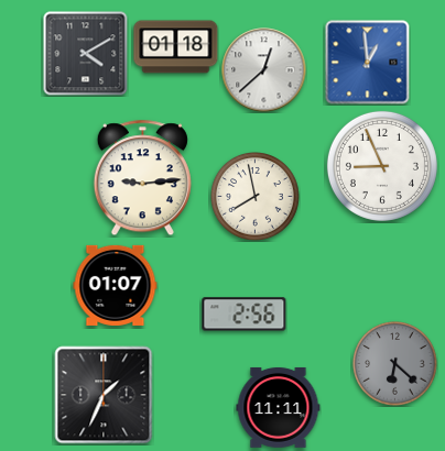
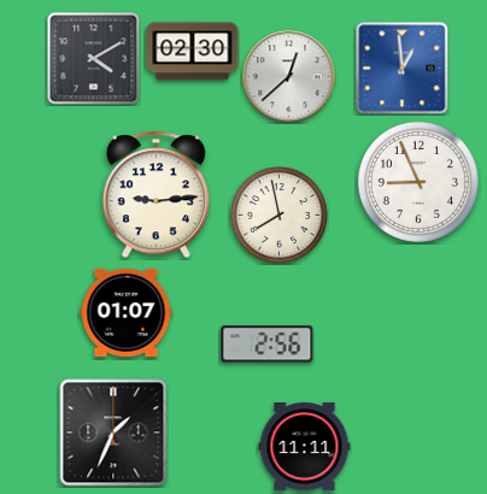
clock at (176, 47): 01:18 -> 02:30
clock at (395, 364): 6:22 -> none
